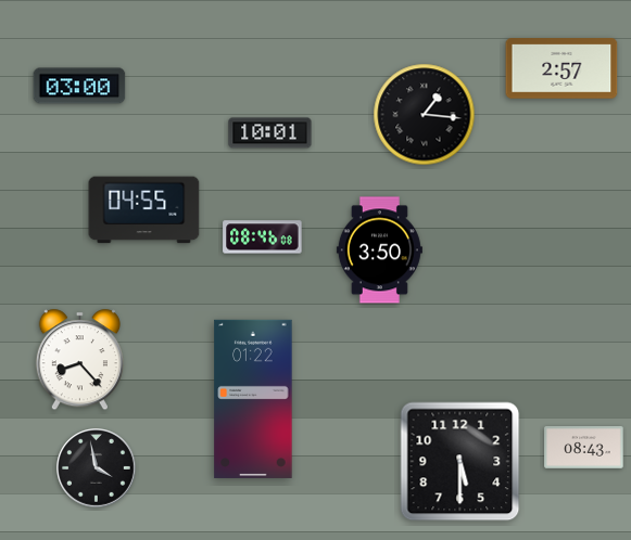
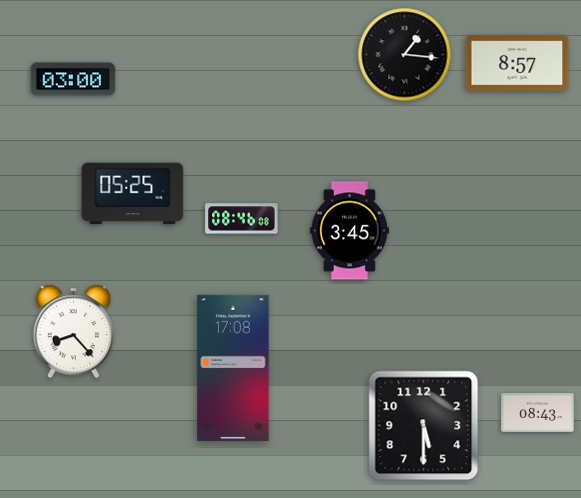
clock at (561, 68): 2:57 -> 8:57
clock at (425, 115) position: (425, 115) -> (405, 55)
clock at (270, 133): 10:01 -> none
clock at (144, 210): 04:55 -> 05:25
clock at (379, 250): 3:50 -> 3:45
clock at (253, 399): 01:22 -> 17:08
clock at (97, 468): 3:58 -> none
